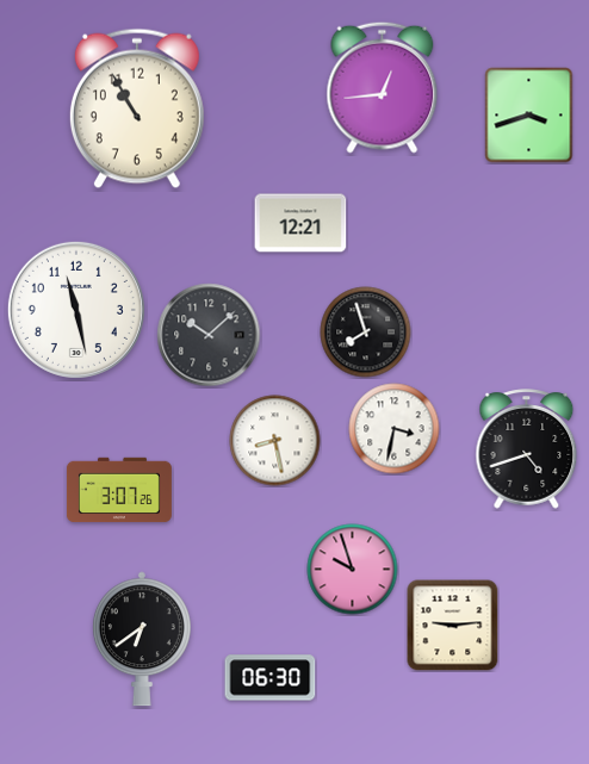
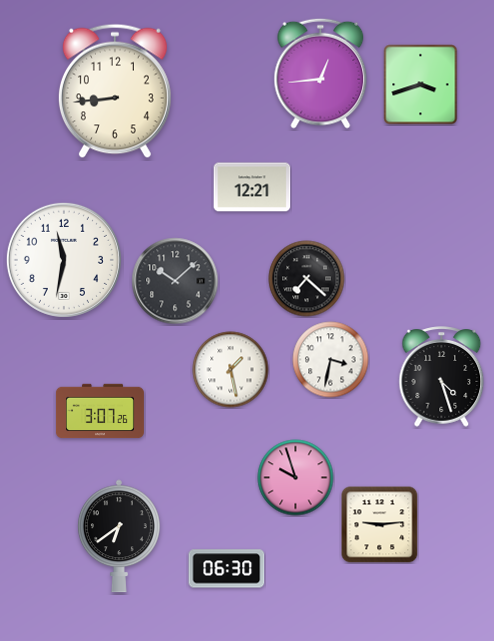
clock at (137, 108): 10:55 -> 8:44
clock at (529, 116) position: (529, 116) -> (421, 85)
clock at (76, 310): 11:28 -> 11:32
clock at (366, 333): 7:57 -> 7:22
clock at (275, 441): 8:28 -> 1:28
clock at (527, 449): 4:42 -> 4:27
